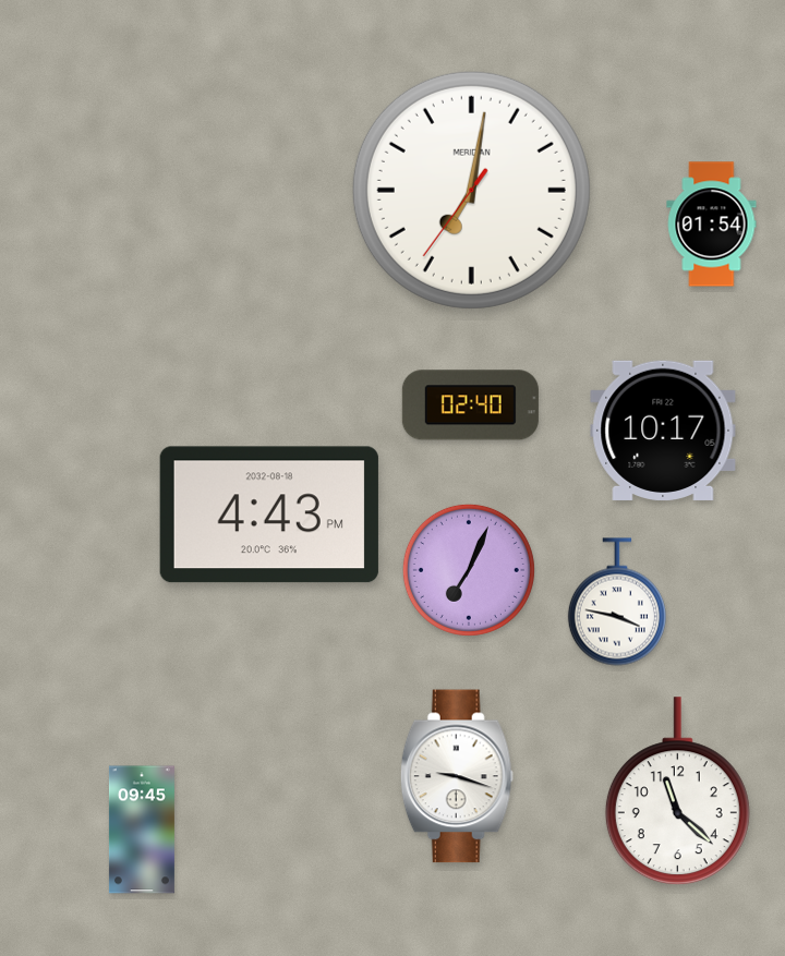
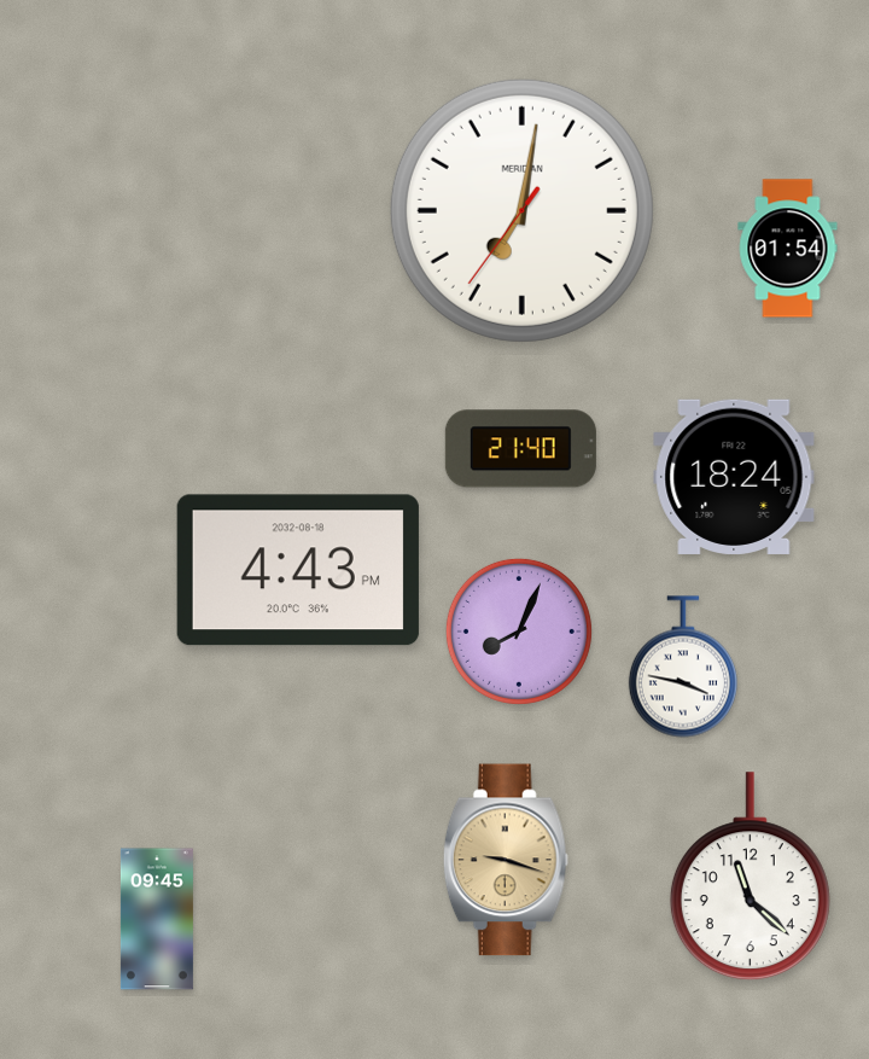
clock at (470, 406): 02:40 -> 21:40
clock at (663, 431): 10:17 -> 18:24
clock at (469, 570): 7:04 -> 8:04
clock at (457, 776) dial: white -> champagne
